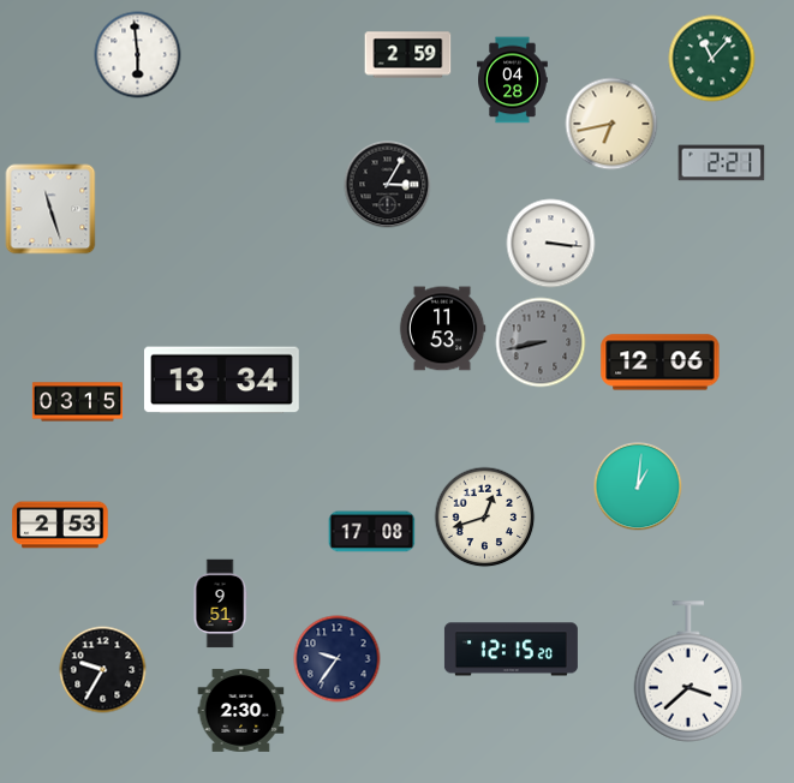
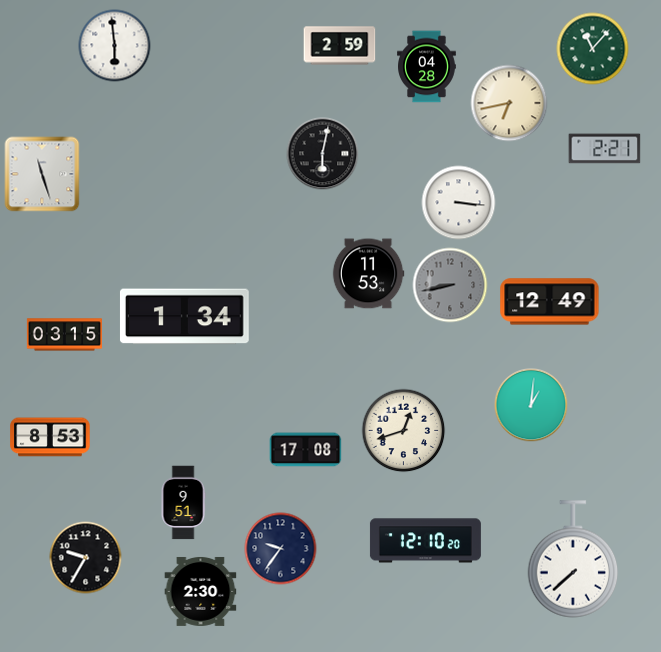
clock at (722, 163) position: (722, 163) -> (605, 149)
clock at (388, 185): 3:05 -> 6:02
clock at (661, 363): 12:06 -> 12:49
clock at (221, 381): 13:34 -> 1:34
clock at (60, 525): 2:53 -> 8:53
clock at (372, 532) position: (372, 532) -> (306, 450)
clock at (511, 650): 12:15 -> 12:10
clock at (688, 671): 3:38 -> 7:38
